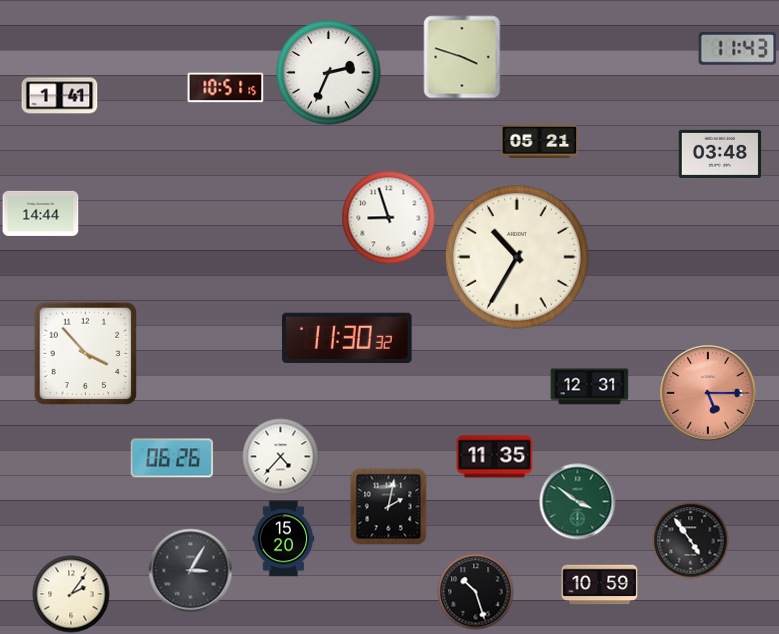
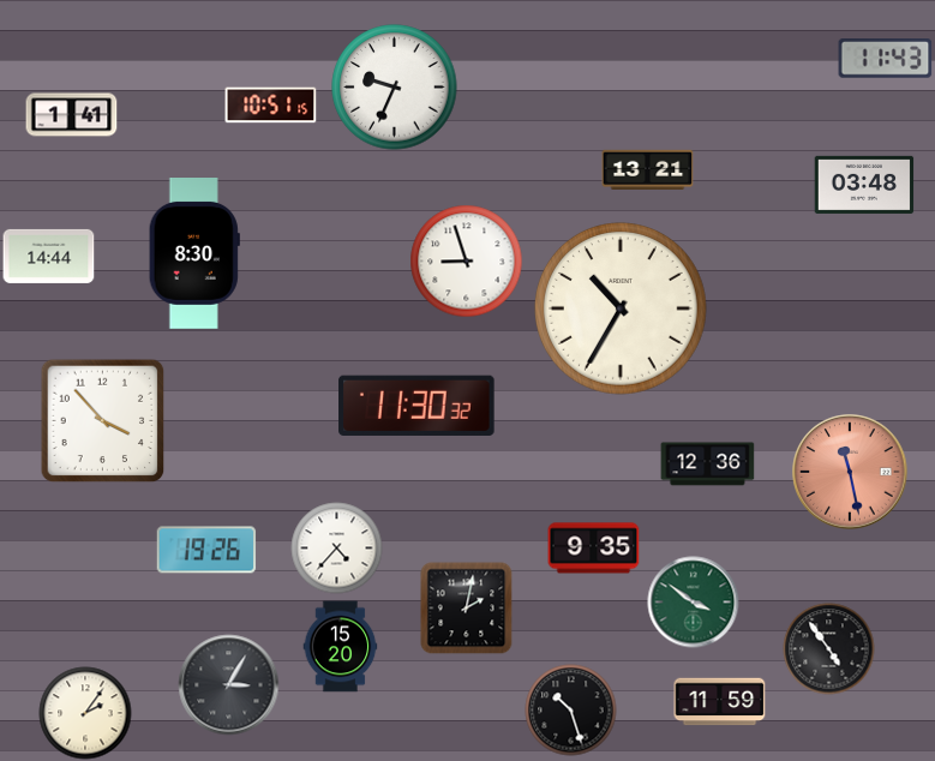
clock at (462, 57): 3:48 -> none
clock at (329, 73): 2:34 -> 9:34
clock at (540, 141): 05:21 -> 13:21
clock at (194, 254): none -> 8:30
clock at (86, 354) position: (86, 354) -> (103, 421)
clock at (590, 387): 12:31 -> 12:36
clock at (708, 393): 5:15 -> 11:28
clock at (495, 457): 11:35 -> 9:35
clock at (172, 458): 06:26 -> 19:26
clock at (600, 585): 10:59 -> 11:59
